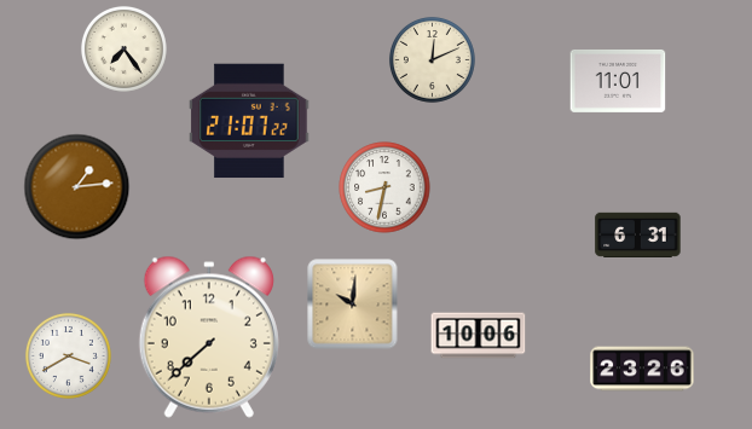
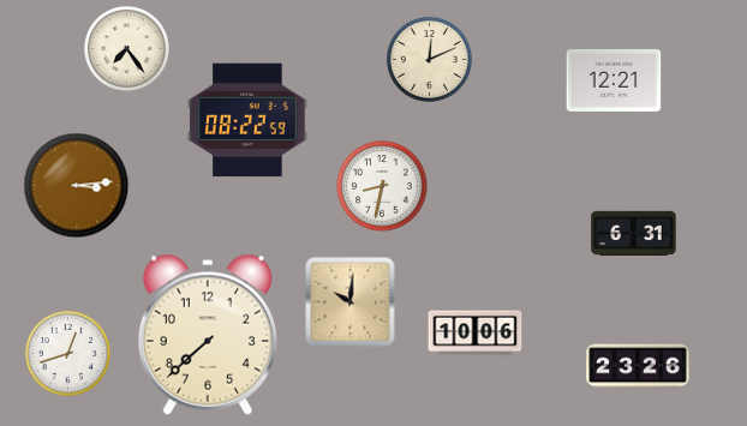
clock at (123, 48) position: (123, 48) -> (126, 48)
clock at (618, 81): 11:01 -> 12:21
clock at (249, 121): 21:07 -> 08:22
clock at (77, 187): 1:14 -> 3:14
clock at (68, 355): 3:40 -> 12:42
